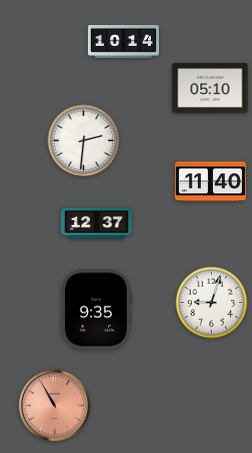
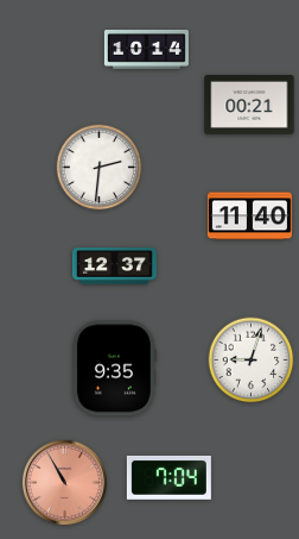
clock at (210, 88): 05:10 -> 00:21
clock at (168, 478): none -> 7:04
